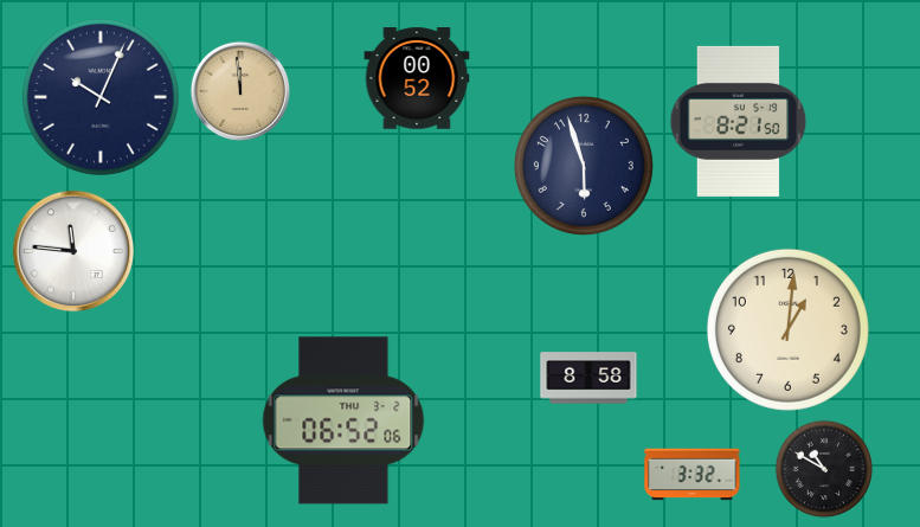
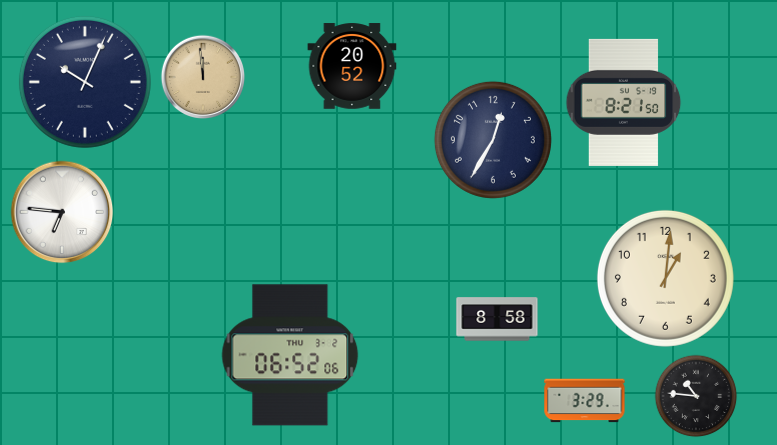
clock at (417, 78): 00:52 -> 20:52
clock at (584, 166): 5:57 -> 12:35
clock at (73, 251): 11:46 -> 6:46
clock at (824, 469): 10:50 -> 10:46
clock at (693, 475): 3:32 -> 3:29
